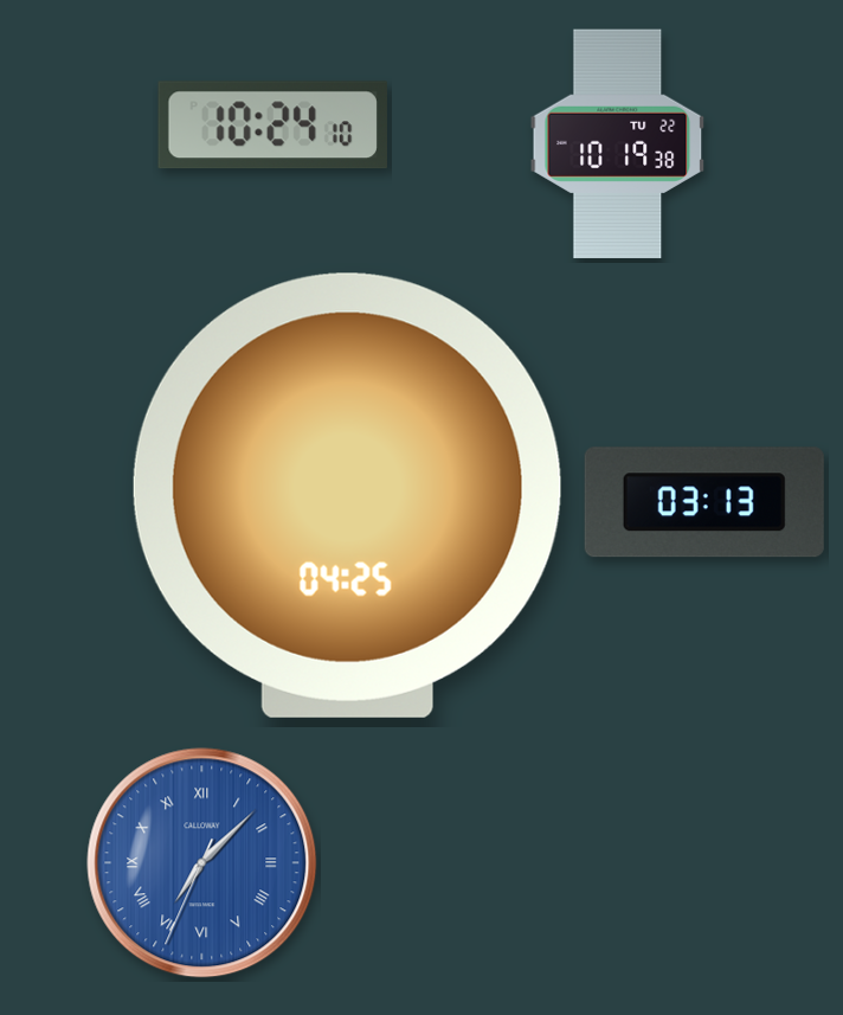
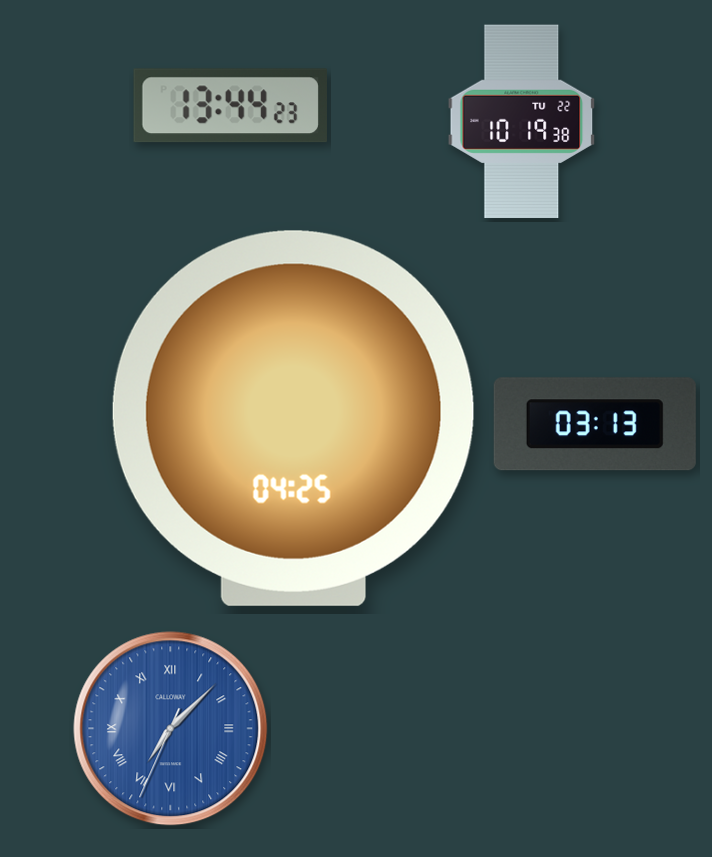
clock at (272, 126): 10:24 -> 13:44
